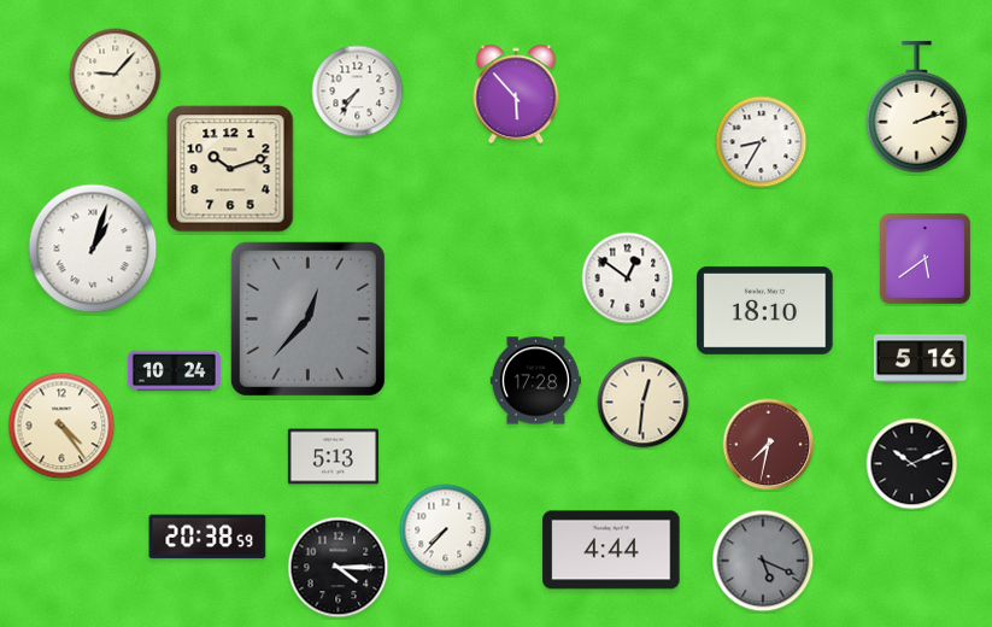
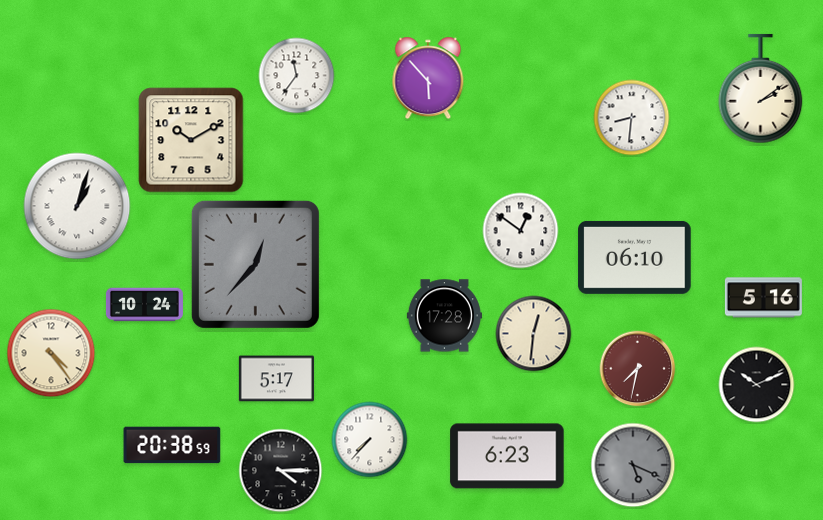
clock at (116, 75): 9:07 -> none
clock at (358, 92): 7:36 -> 11:36
clock at (917, 107): 2:12 -> 2:09
clock at (762, 142): 8:35 -> 8:31
clock at (230, 169): 10:12 -> 10:10
clock at (925, 258): 5:39 -> none
clock at (765, 310): 18:10 -> 06:10
clock at (174, 371) position: (174, 371) -> (144, 305)
clock at (333, 457): 5:13 -> 5:17
clock at (611, 550): 4:44 -> 6:23
